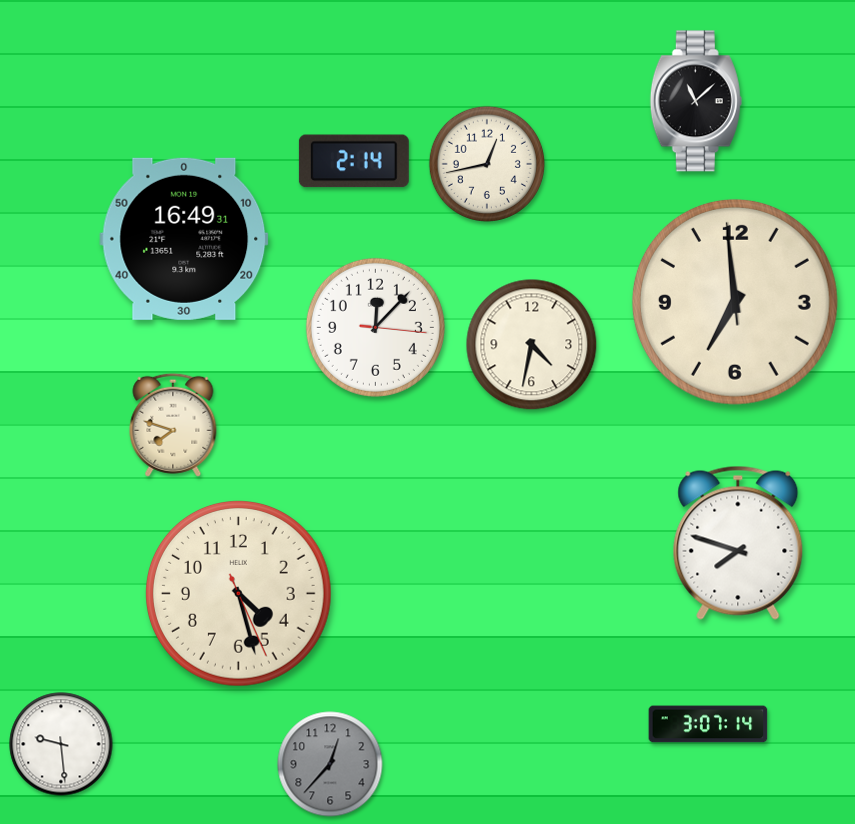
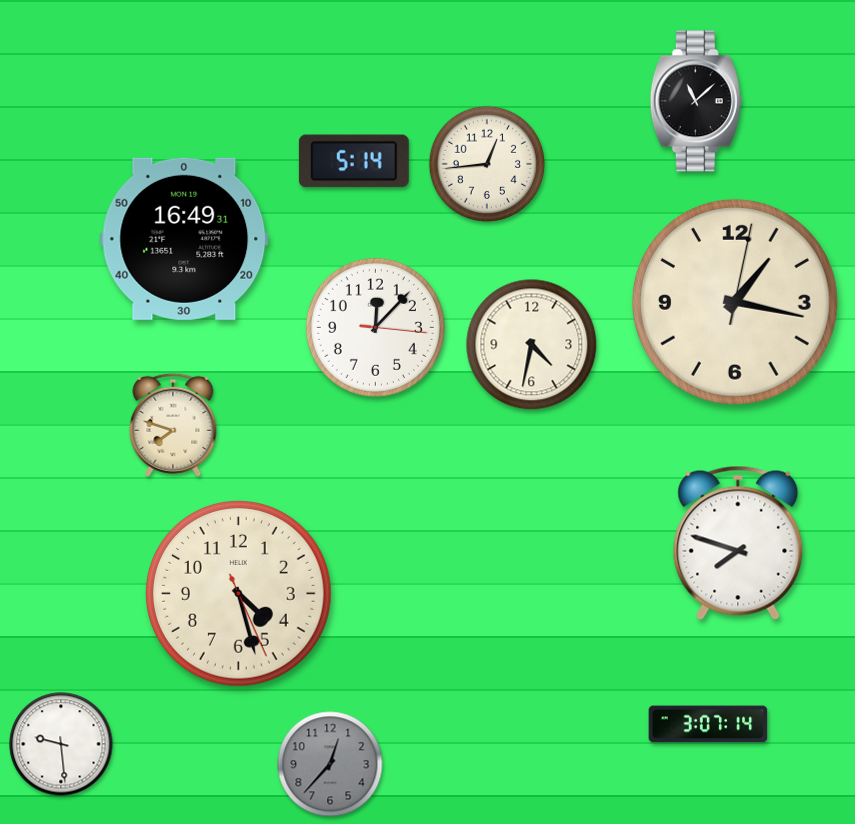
clock at (354, 161): 2:14 -> 5:14
clock at (487, 164): 12:43 -> 12:44
clock at (735, 302): 6:58 -> 1:17
